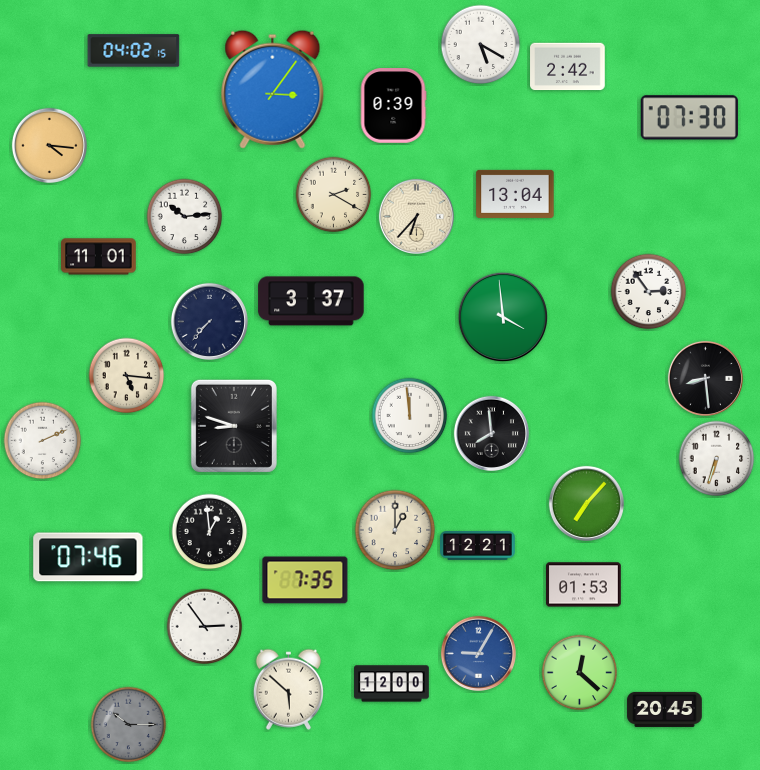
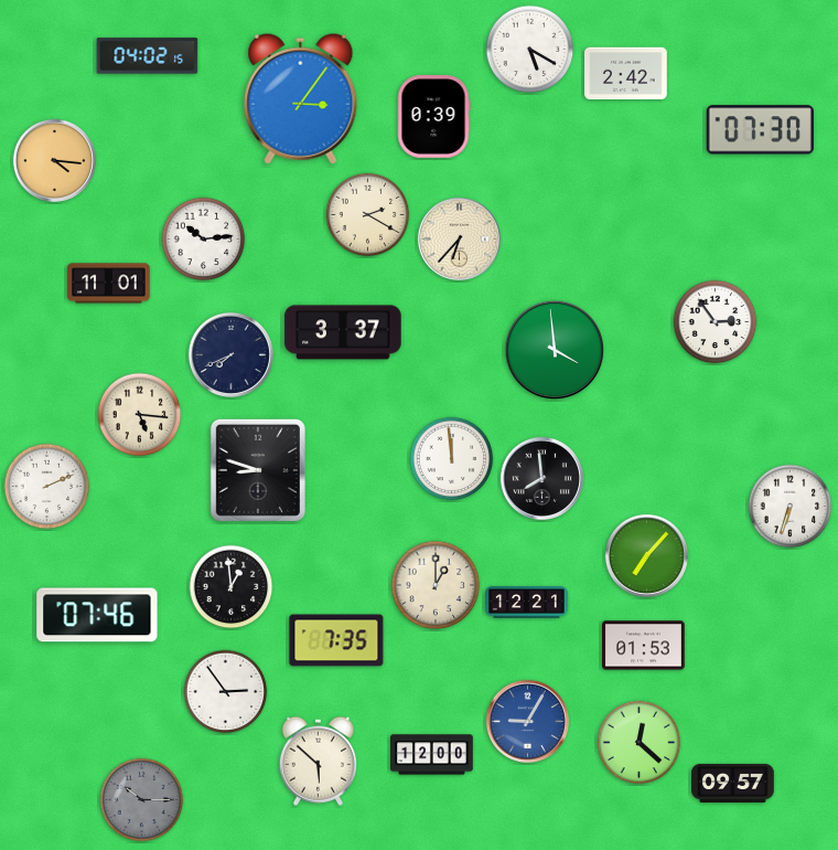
clock at (515, 194): 13:04 -> none
clock at (209, 321): 7:37 -> 7:41
clock at (705, 378): 8:29 -> none
clock at (665, 709): 20:45 -> 09:57
